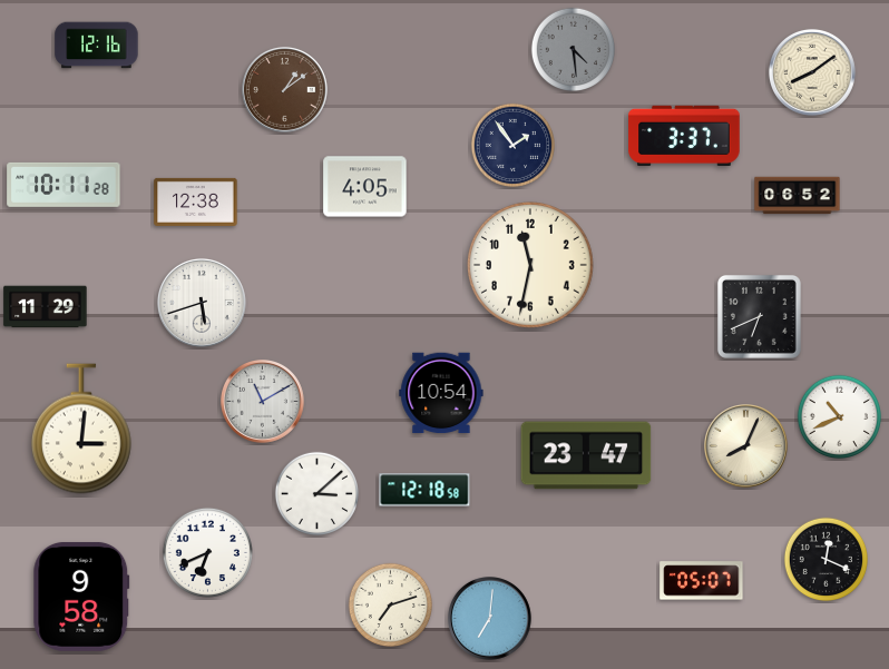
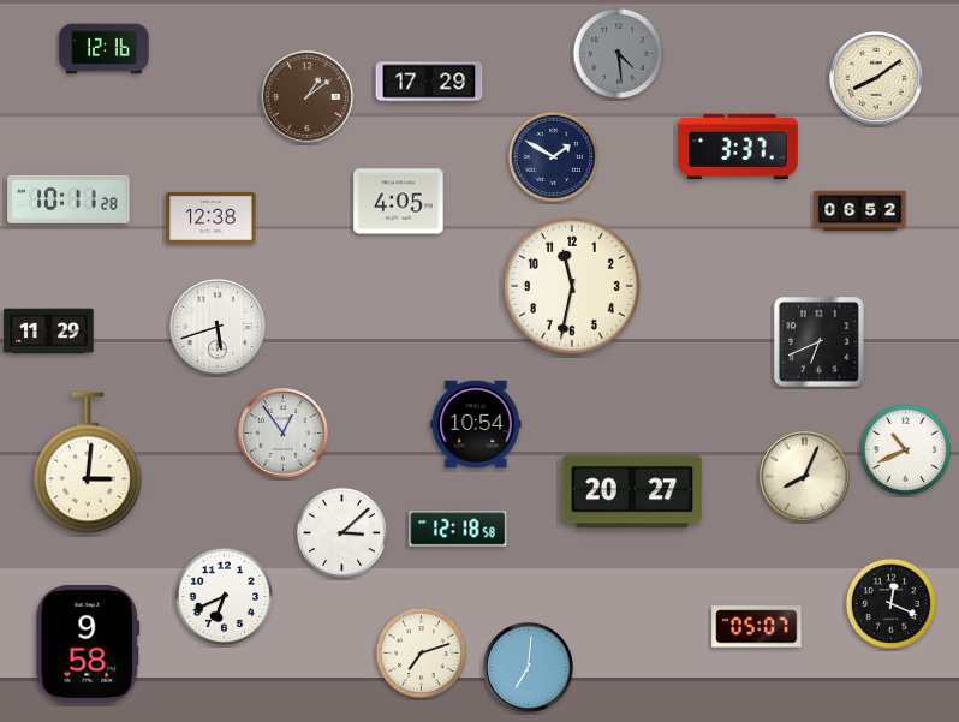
clock at (429, 82): none -> 17:29
clock at (512, 145): 1:54 -> 1:50
clock at (365, 187) position: (365, 187) -> (399, 202)
clock at (263, 402): 11:10 -> 12:54
clock at (746, 446) position: (746, 446) -> (805, 477)
clock at (586, 455): 23:47 -> 20:27
